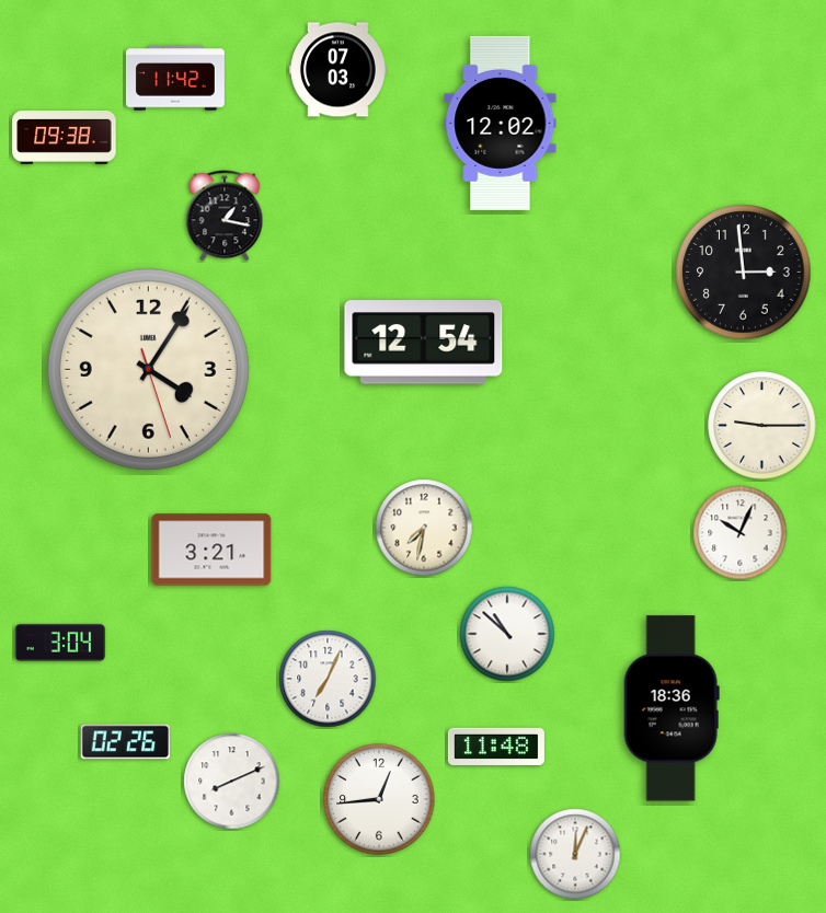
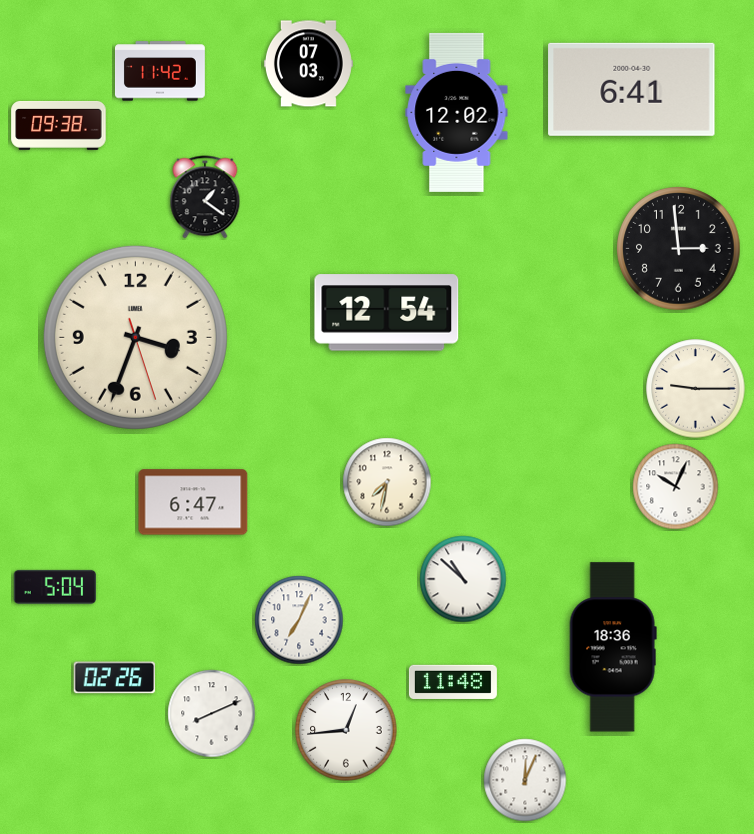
clock at (632, 89): none -> 6:41
clock at (225, 216): 1:17 -> 1:21
clock at (148, 369): 4:05 -> 3:33
clock at (211, 550): 3:21 -> 6:47
clock at (60, 643): 3:04 -> 5:04
